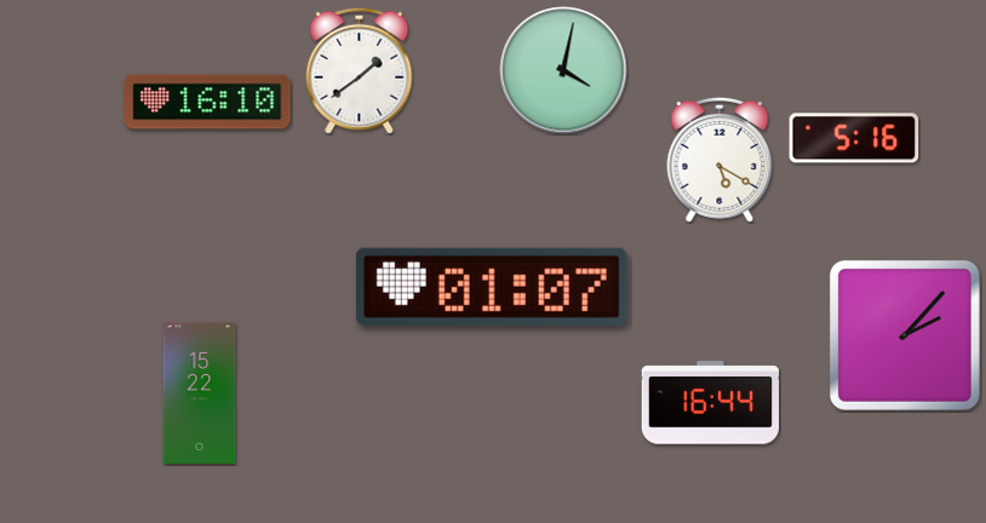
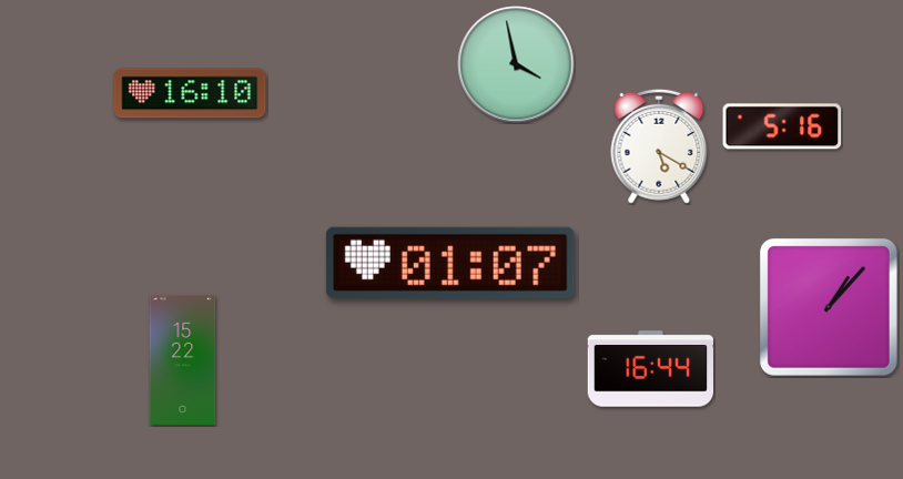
clock at (360, 70): 1:39 -> none
clock at (563, 70): 4:02 -> 3:58
clock at (905, 335): 2:07 -> 1:07
